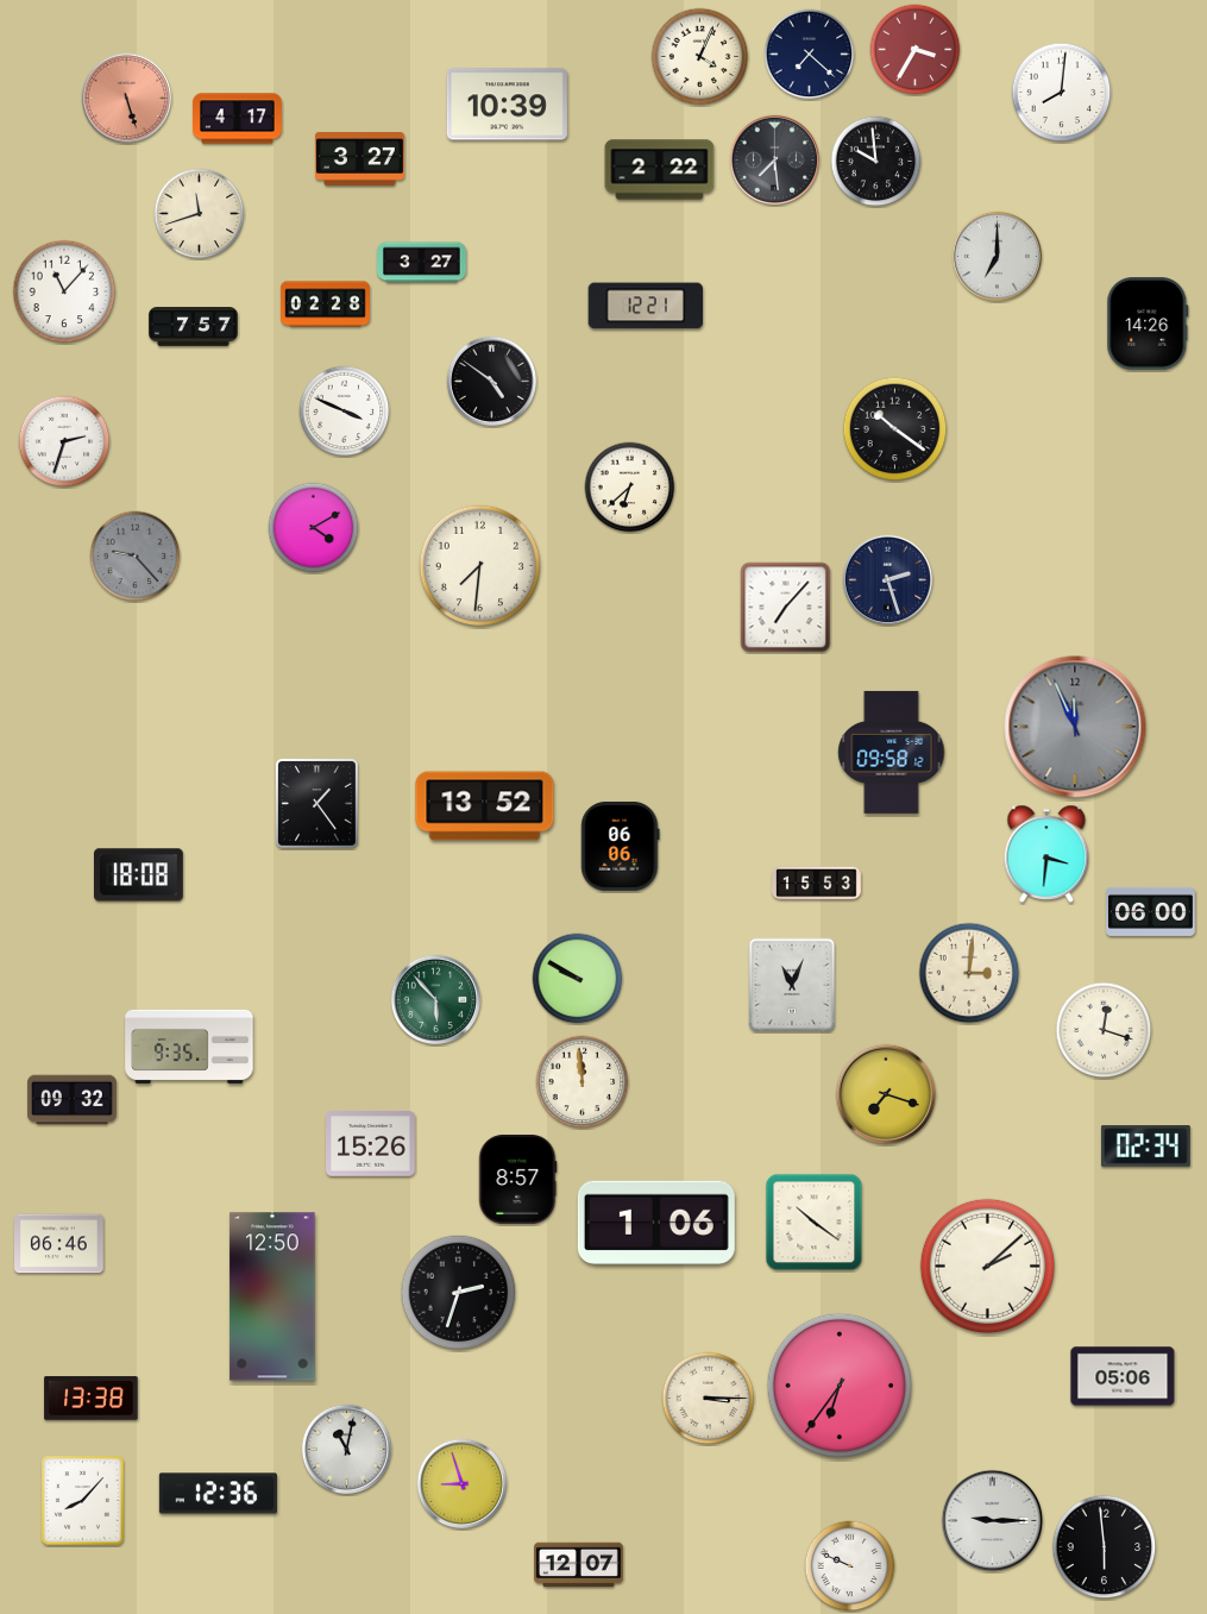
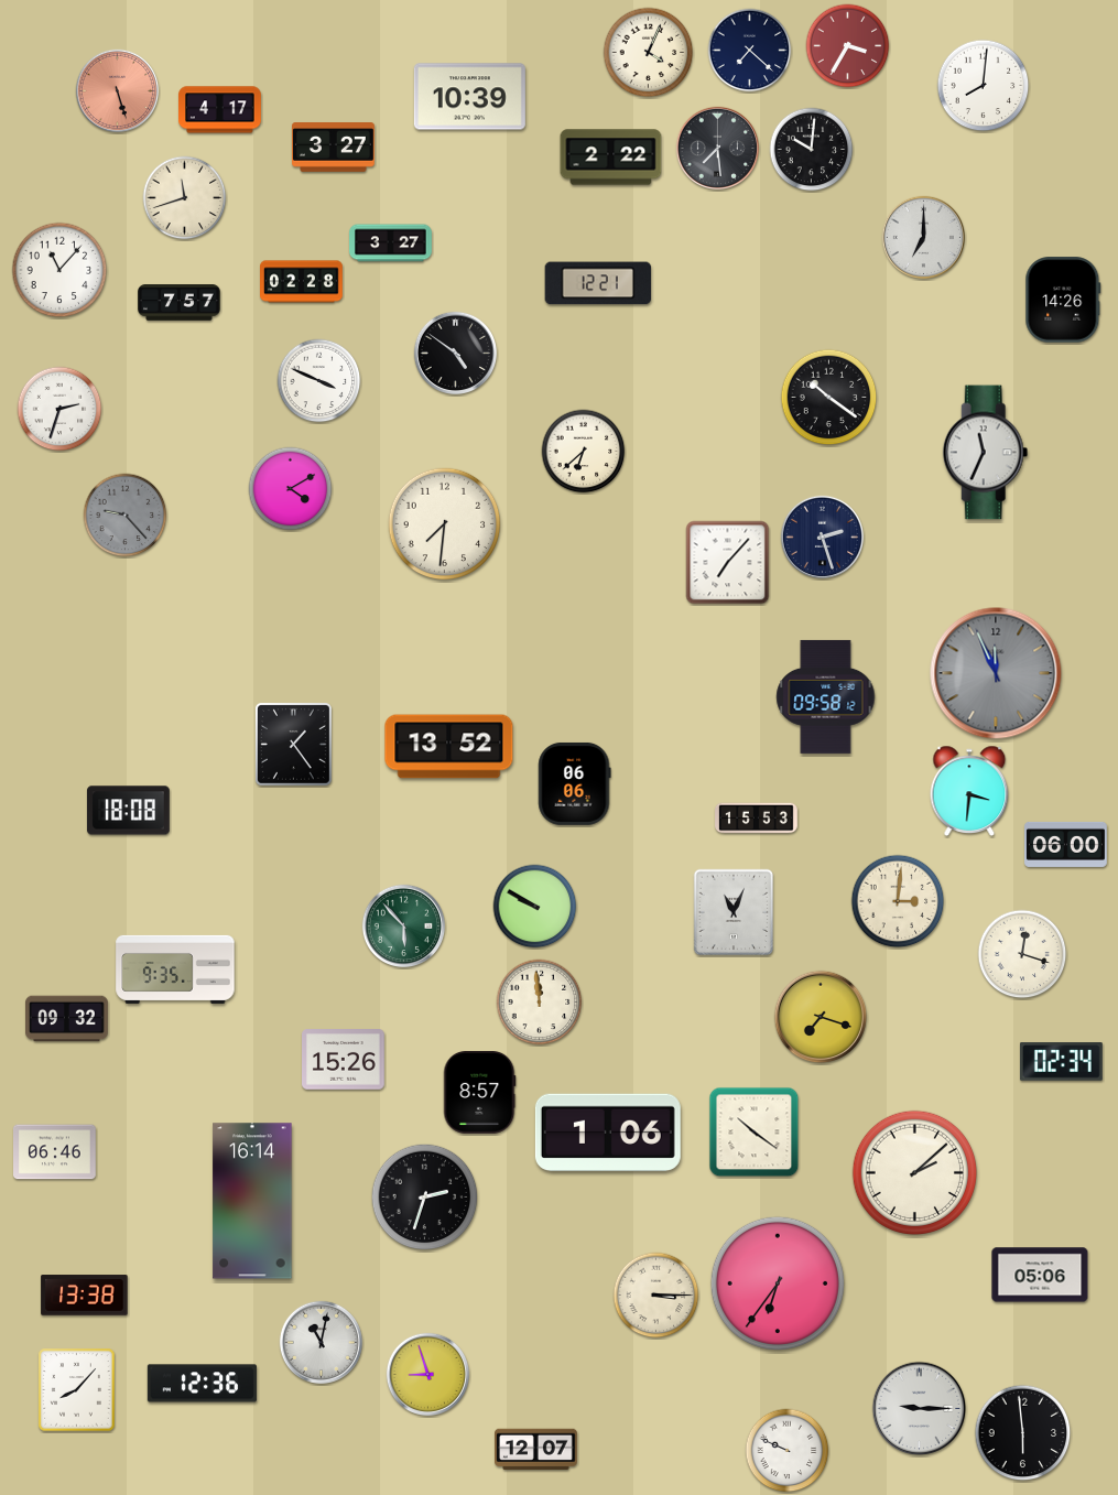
clock at (876, 162): 9:59 -> 10:01
clock at (986, 453): none -> 11:34
clock at (886, 1094) position: (886, 1094) -> (821, 1017)
clock at (272, 1296): 12:50 -> 16:14
